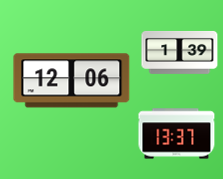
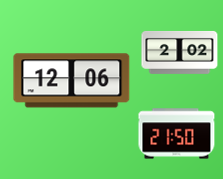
clock at (180, 52): 1:39 -> 2:02
clock at (177, 134): 13:37 -> 21:50
